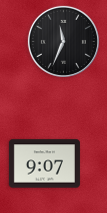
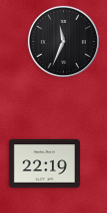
clock at (44, 164): 9:07 -> 22:19
